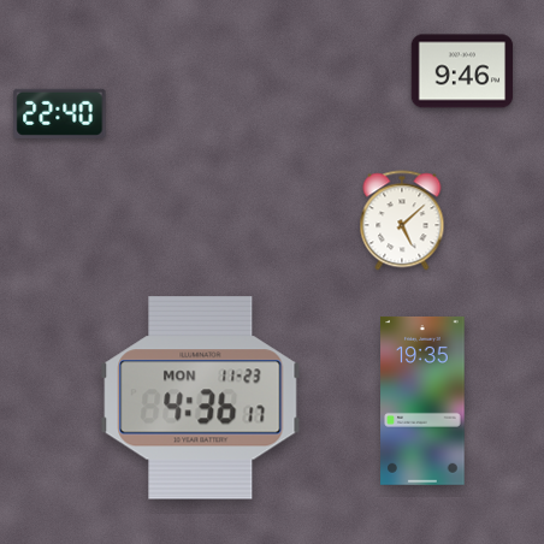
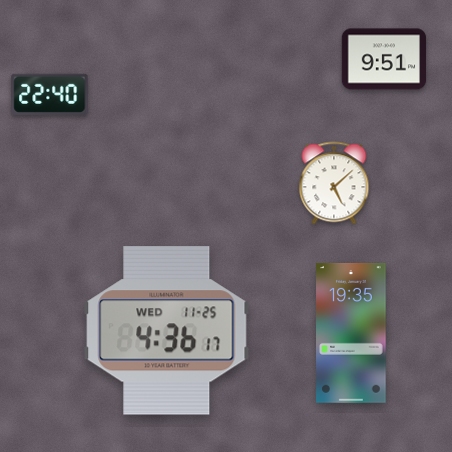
clock at (462, 71): 9:46 -> 9:51
clock at (201, 398) date: MON 11-23 -> WED 11-25
